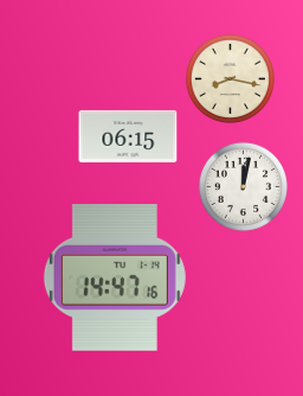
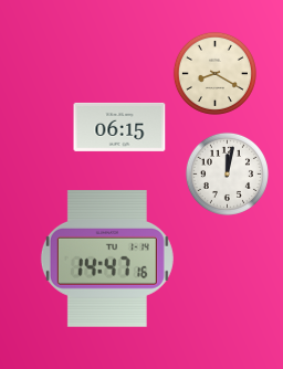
clock at (230, 78): 8:17 -> 8:20
